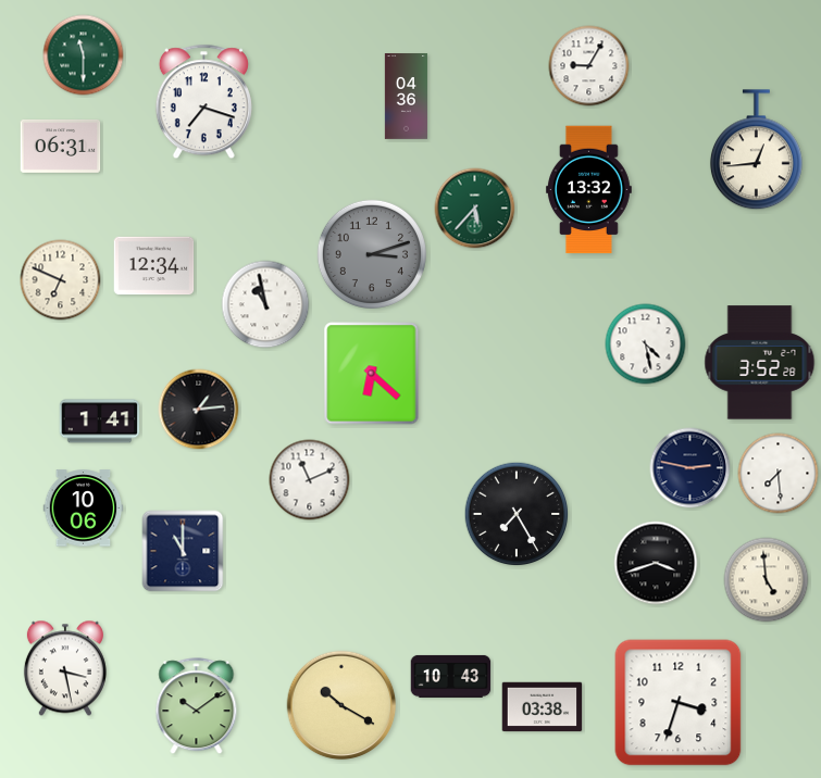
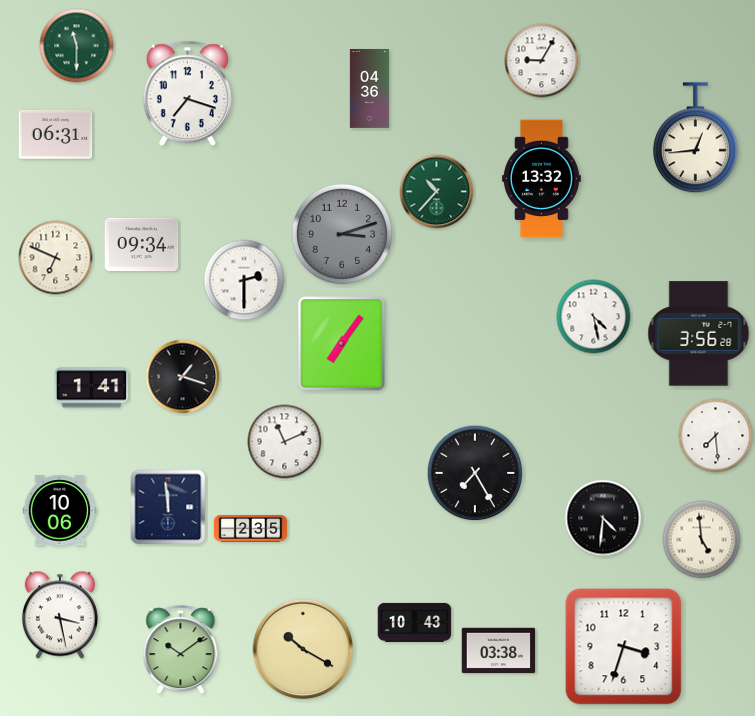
clock at (84, 55) position: (84, 55) -> (77, 46)
clock at (406, 97) position: (406, 97) -> (369, 89)
clock at (588, 190) position: (588, 190) -> (541, 179)
clock at (475, 209): 5:37 -> 10:37
clock at (154, 266): 12:34 -> 09:34
clock at (265, 304): 10:58 -> 2:30
clock at (760, 363): 3:52 -> 3:56
clock at (372, 374): 6:22 -> 7:06
clock at (199, 410): 1:14 -> 1:18
clock at (691, 468): 2:47 -> none
clock at (84, 509) position: (84, 509) -> (60, 511)
clock at (183, 551): 11:00 -> 11:59
clock at (656, 563): 3:42 -> 4:31
clock at (251, 529): none -> 2:35
clock at (767, 580) position: (767, 580) -> (702, 540)
clock at (341, 705) position: (341, 705) -> (303, 649)
